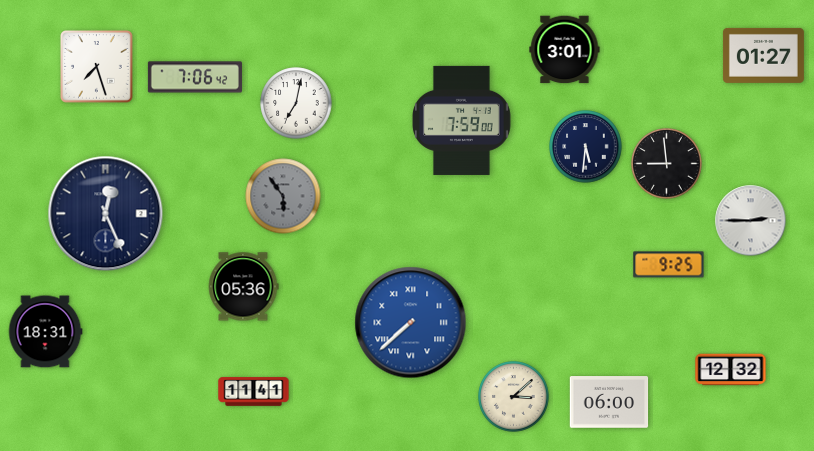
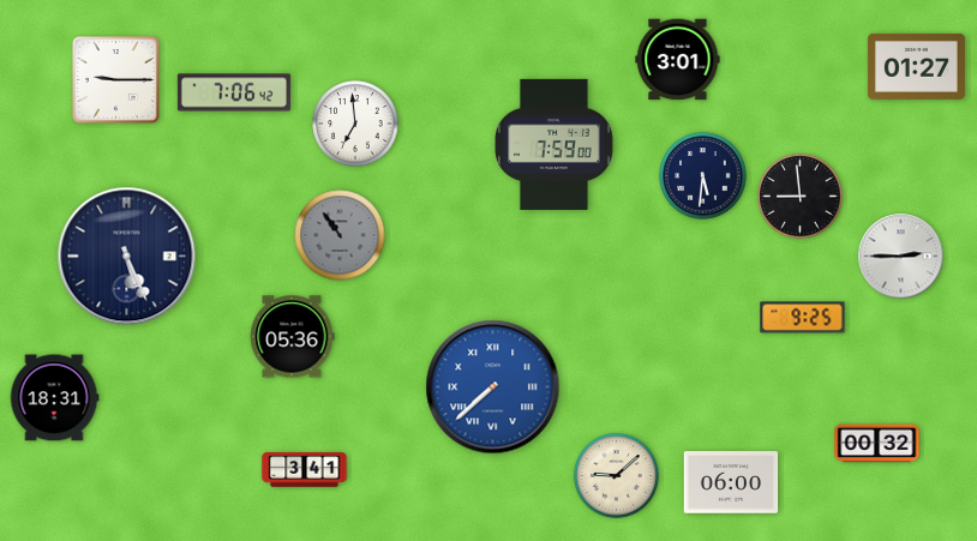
clock at (97, 67): 7:27 -> 9:15
clock at (296, 103): 7:02 -> 6:59
clock at (283, 196): 5:54 -> 10:54
clock at (106, 214): 12:26 -> 5:26
clock at (751, 221) position: (751, 221) -> (901, 257)
clock at (243, 287) position: (243, 287) -> (292, 337)
clock at (731, 370): 12:32 -> 00:32
clock at (254, 392): 11:41 -> 3:41
clock at (514, 397): 3:08 -> 9:08
